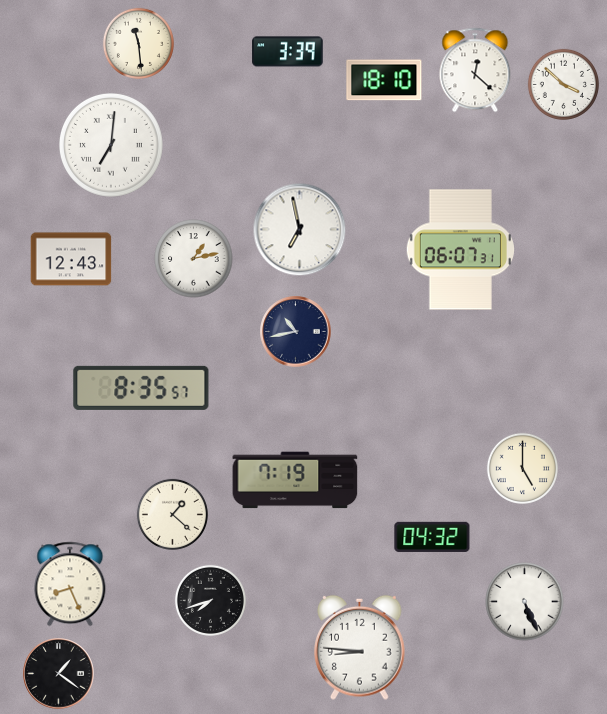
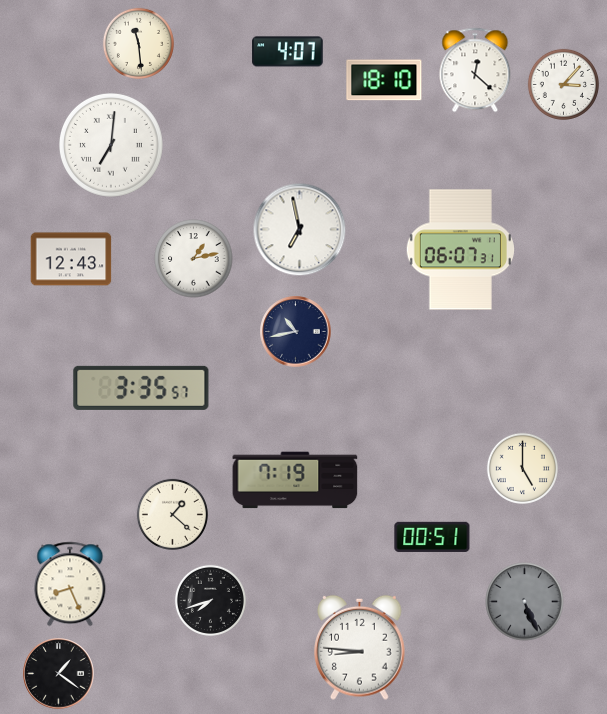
clock at (288, 52): 3:39 -> 4:07
clock at (563, 84): 3:52 -> 3:07
clock at (141, 388): 8:35 -> 3:35
clock at (432, 537): 04:32 -> 00:51
clock at (525, 602) dial: white -> grey
